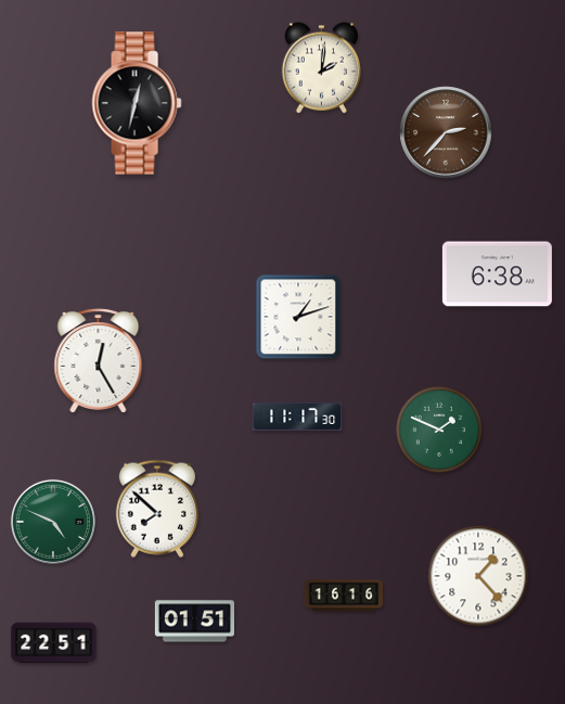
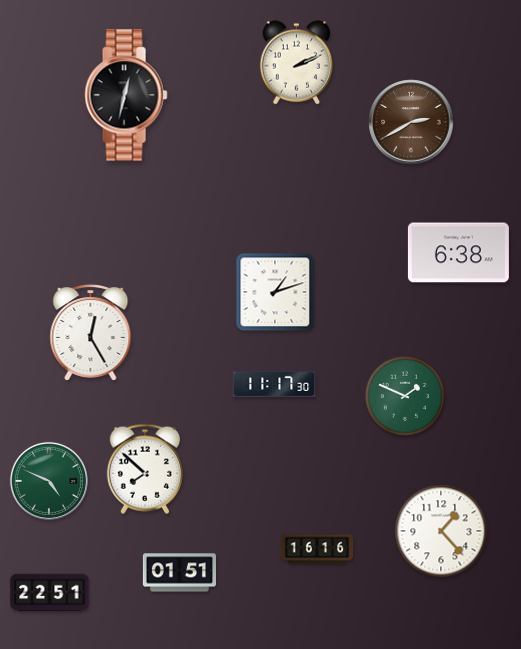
clock at (322, 68): 2:01 -> 2:11
clock at (446, 132): 2:37 -> 2:40
